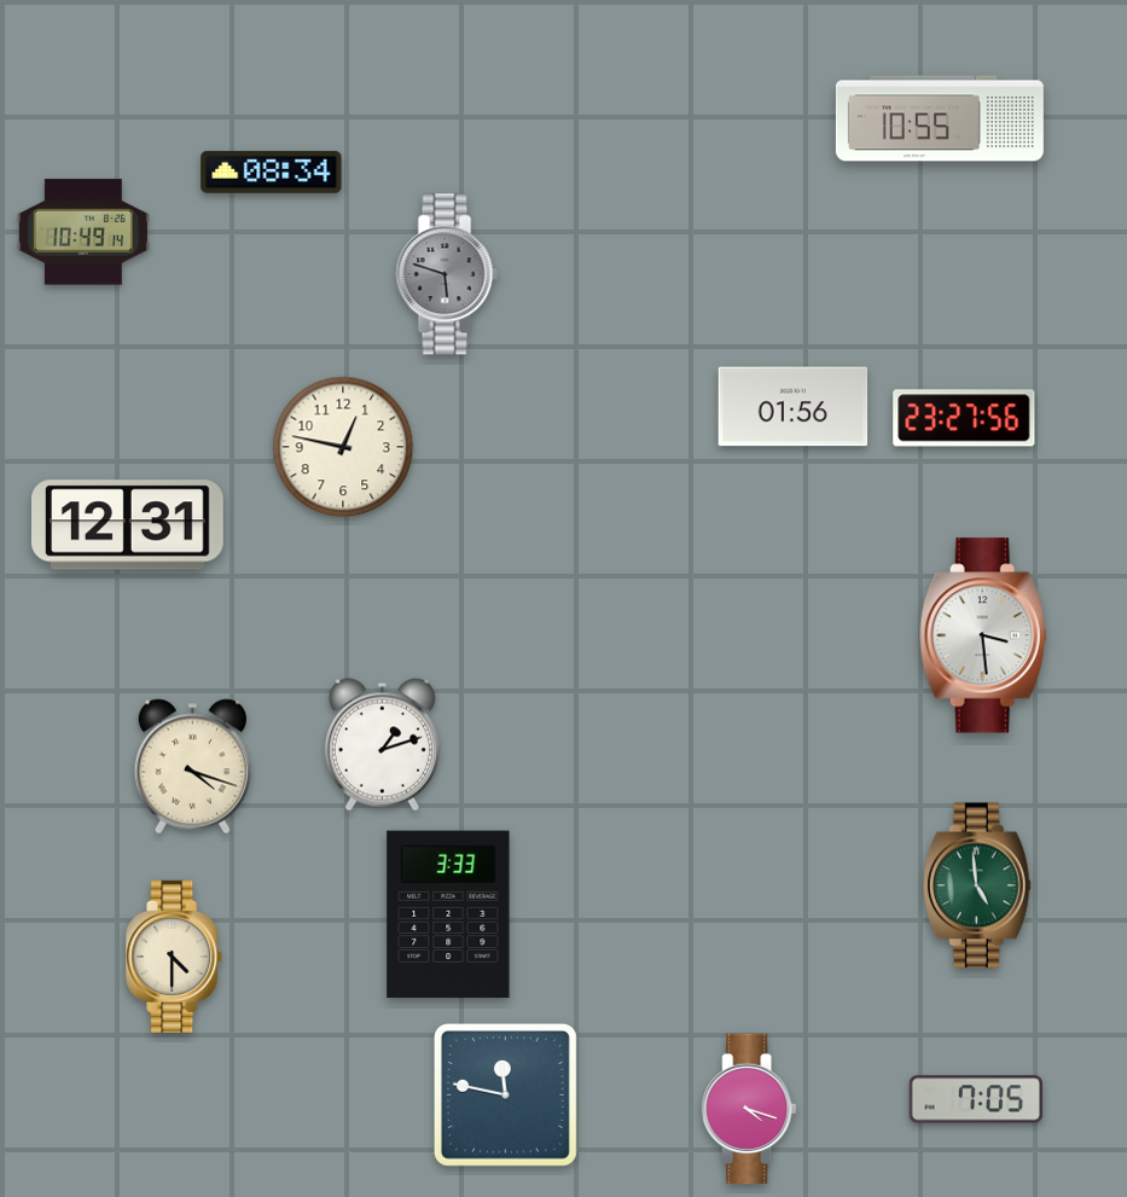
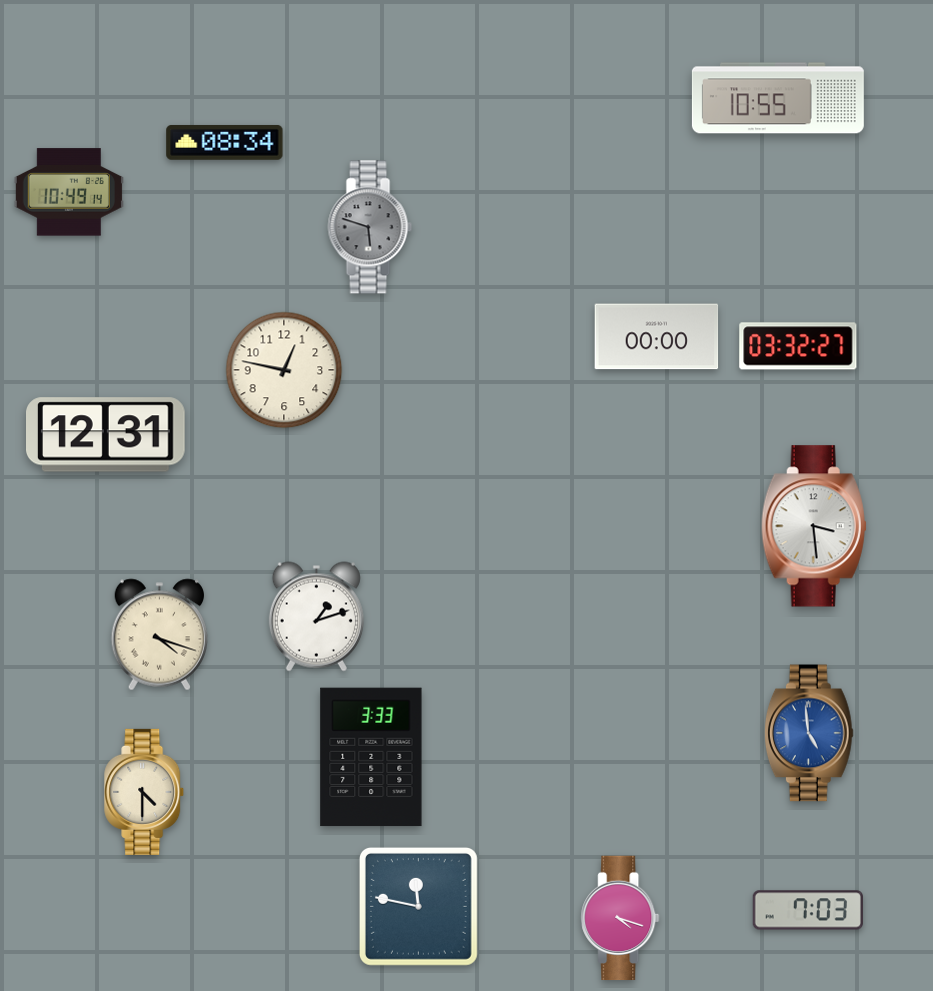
clock at (794, 407): 01:56 -> 00:00
clock at (964, 418): 23:27 -> 03:32
clock at (977, 885) dial: green -> blue
clock at (976, 1099): 7:05 -> 7:03
